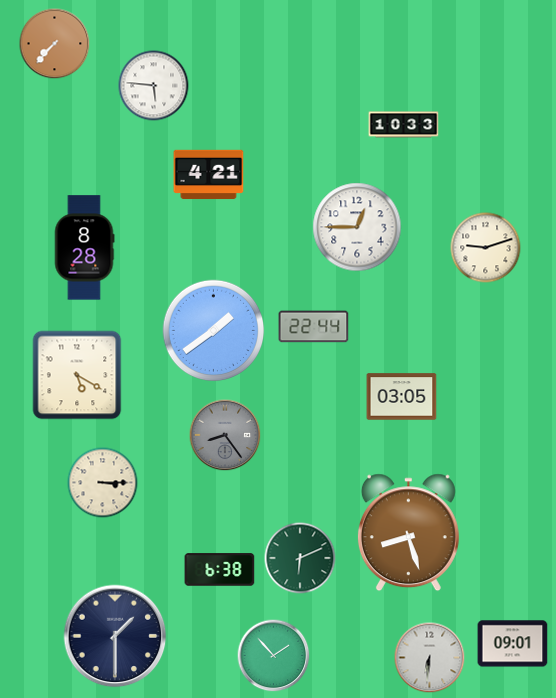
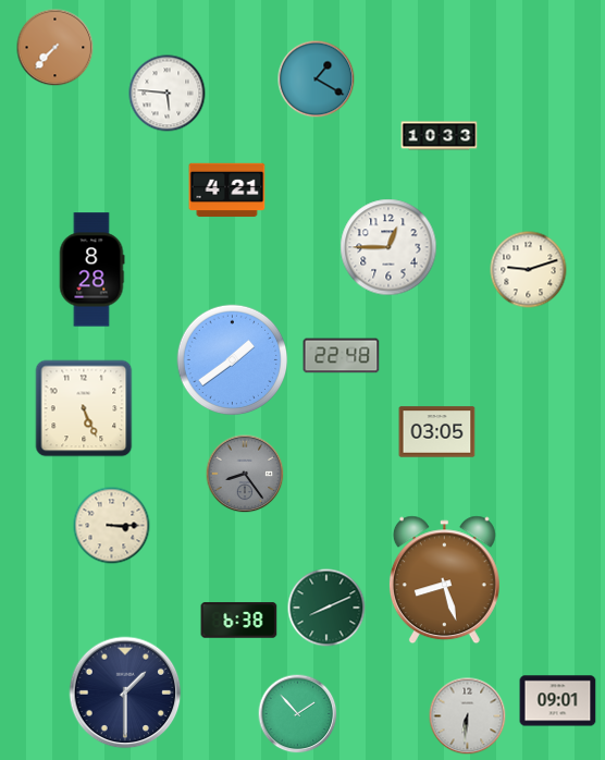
clock at (55, 44) position: (55, 44) -> (55, 48)
clock at (317, 79): none -> 1:20
clock at (314, 327): 22:44 -> 22:48
clock at (77, 375): 5:20 -> 5:26
clock at (300, 558): 6:11 -> 8:11
